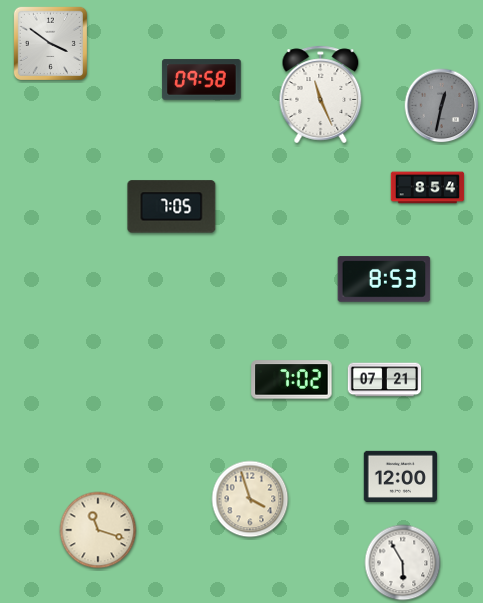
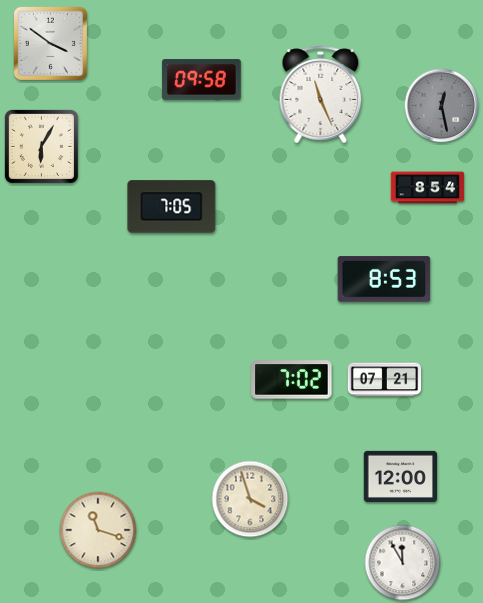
clock at (442, 106): 12:32 -> 12:28
clock at (41, 146): none -> 6:05
clock at (403, 563): 5:55 -> 11:55
